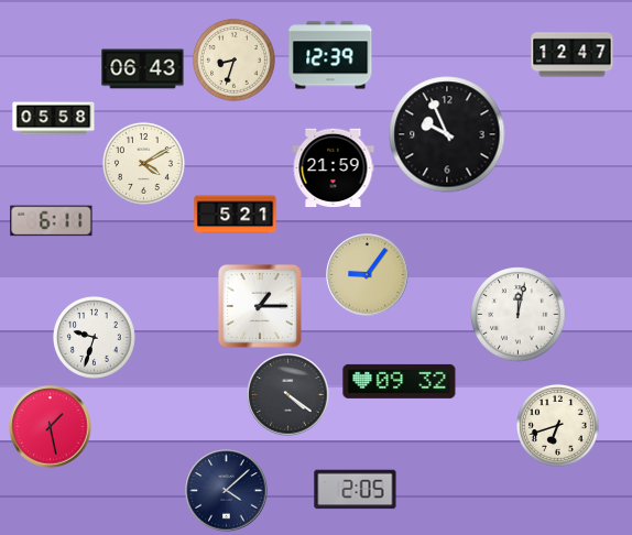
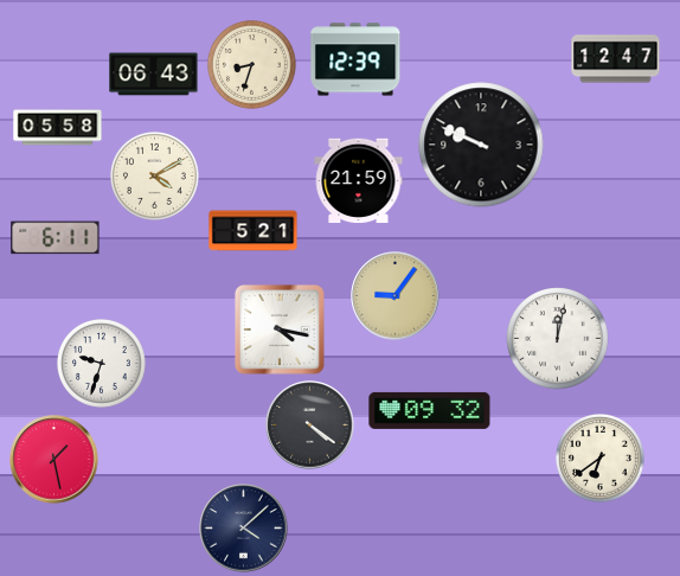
clock at (447, 134): 9:56 -> 9:49
clock at (260, 306): 1:15 -> 4:17
clock at (557, 425): 6:42 -> 6:39
clock at (356, 490): 2:05 -> none
